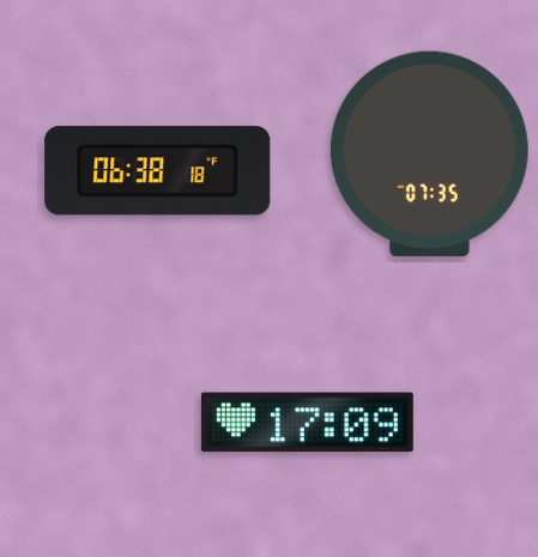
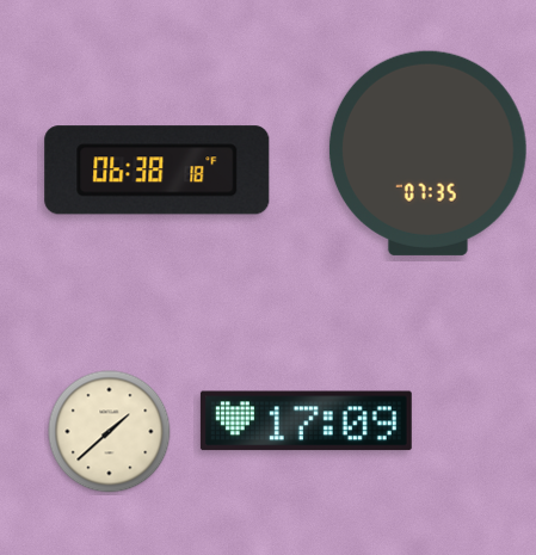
clock at (110, 432): none -> 1:38
